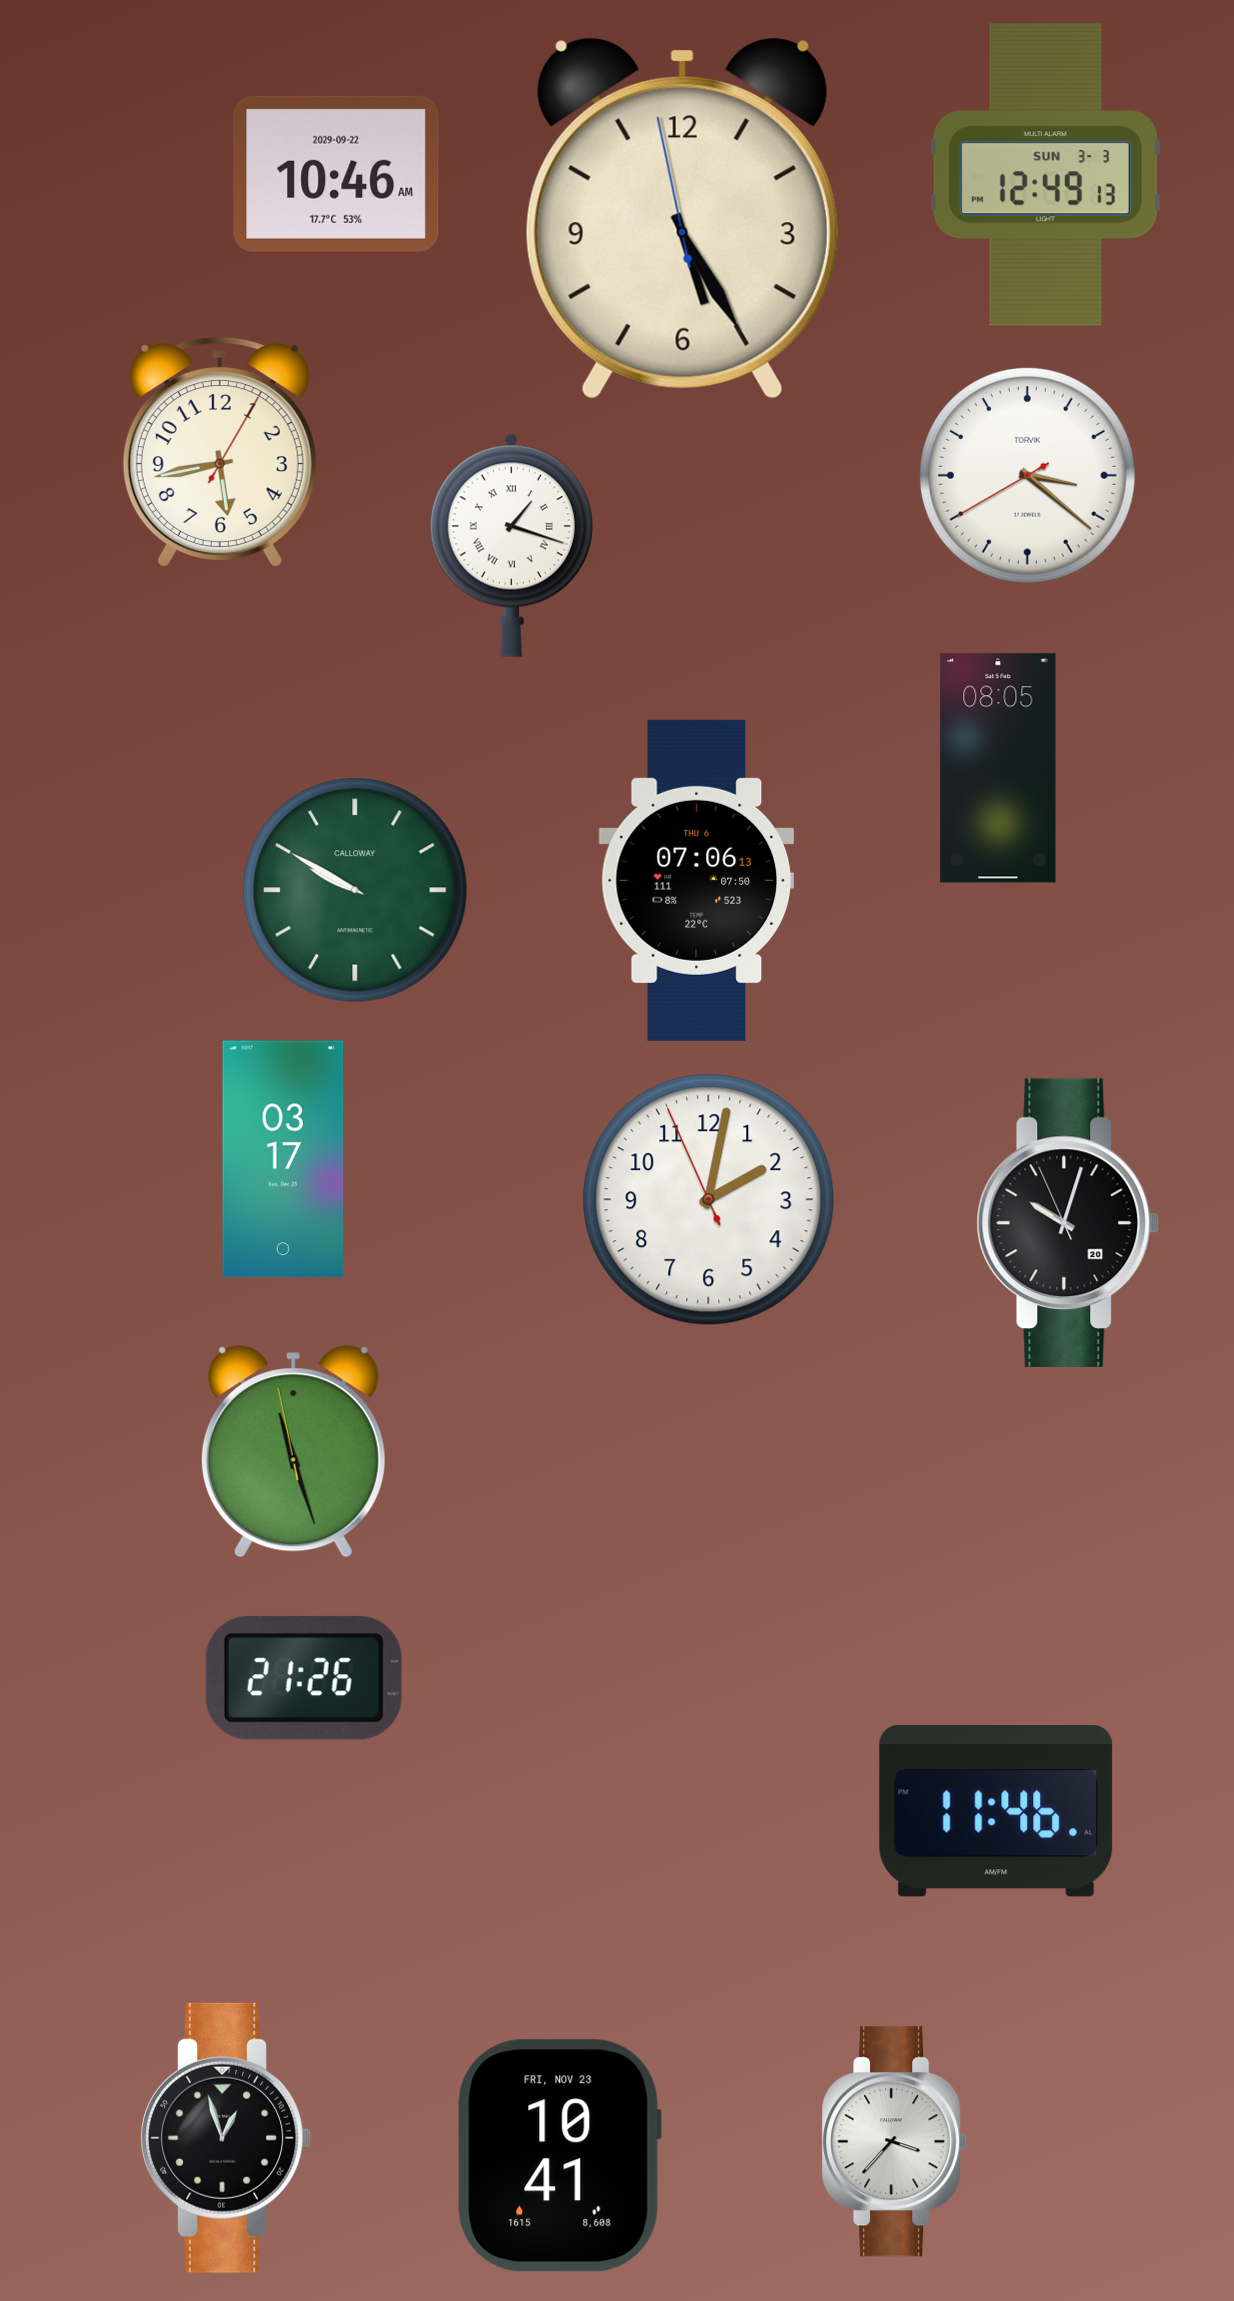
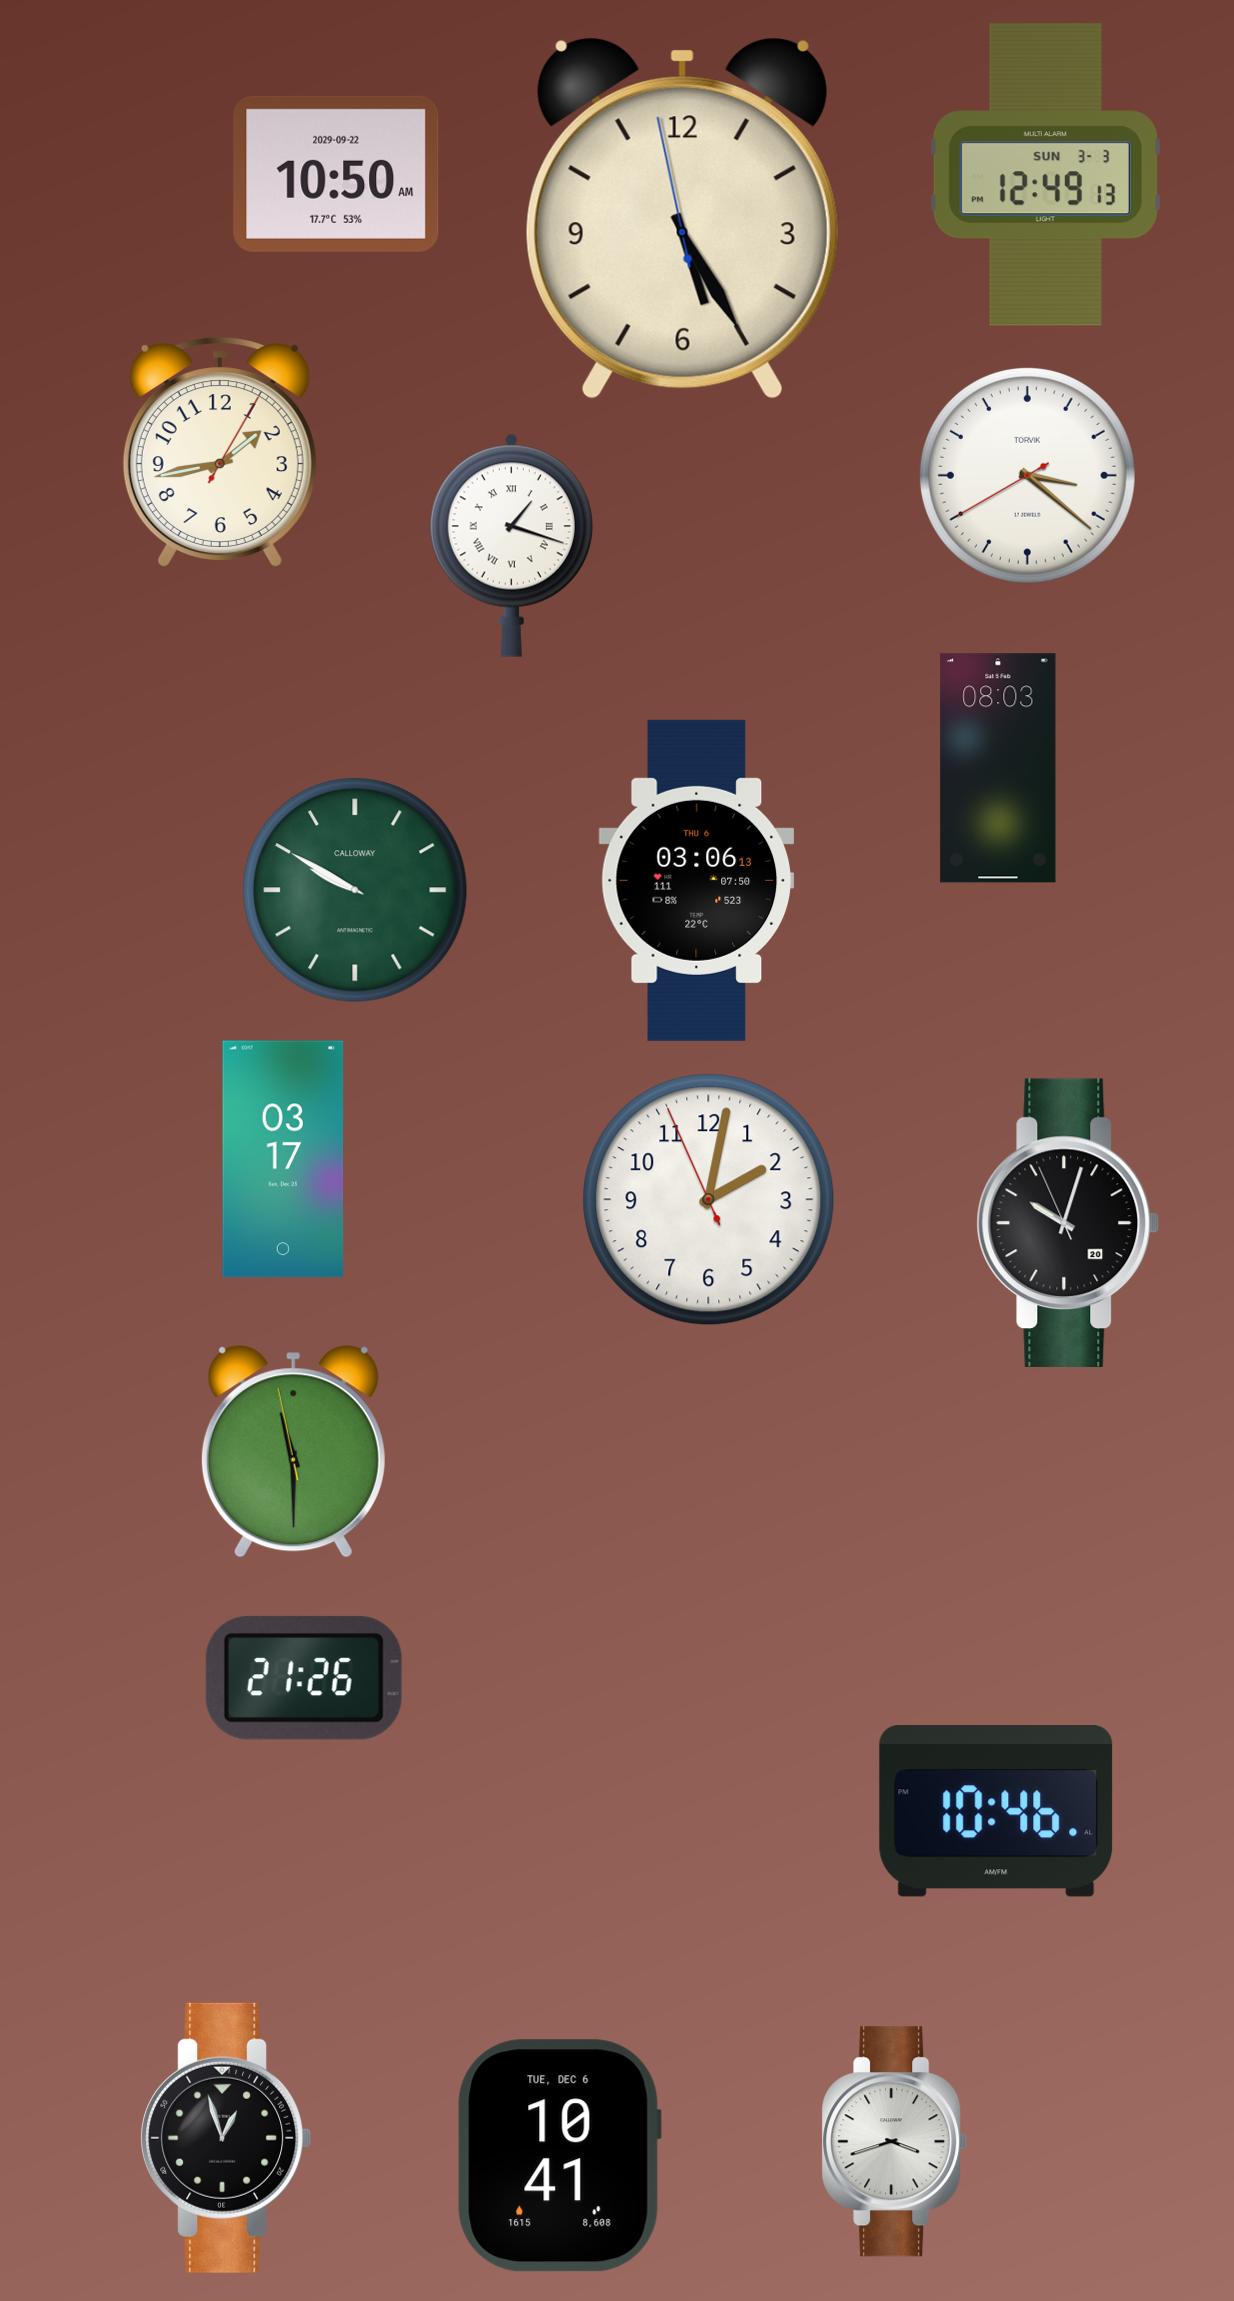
clock at (336, 174): 10:46 -> 10:50
clock at (220, 452): 5:43 -> 1:43
clock at (998, 768): 08:05 -> 08:03
clock at (697, 880): 07:06 -> 03:06
clock at (293, 1452): 11:26 -> 11:29
clock at (996, 1811): 11:46 -> 10:46
clock at (895, 2142): 3:37 -> 3:42
clock at (559, 2156) date: FRI, NOV 23 -> TUE, DEC 6
